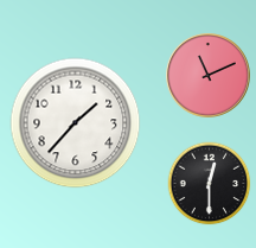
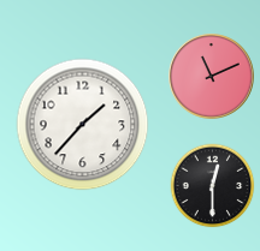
clock at (76, 123) position: (76, 123) -> (83, 125)
